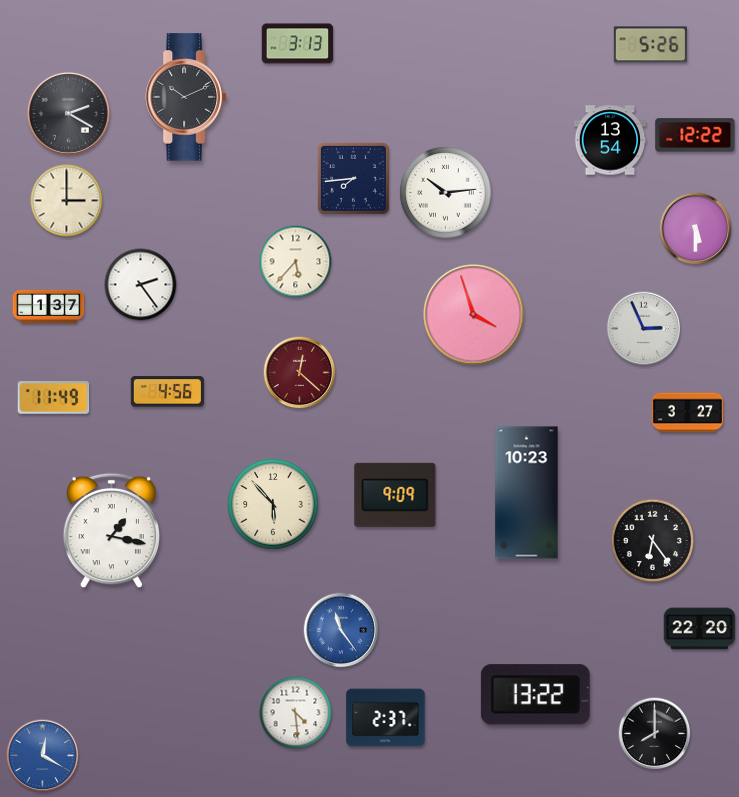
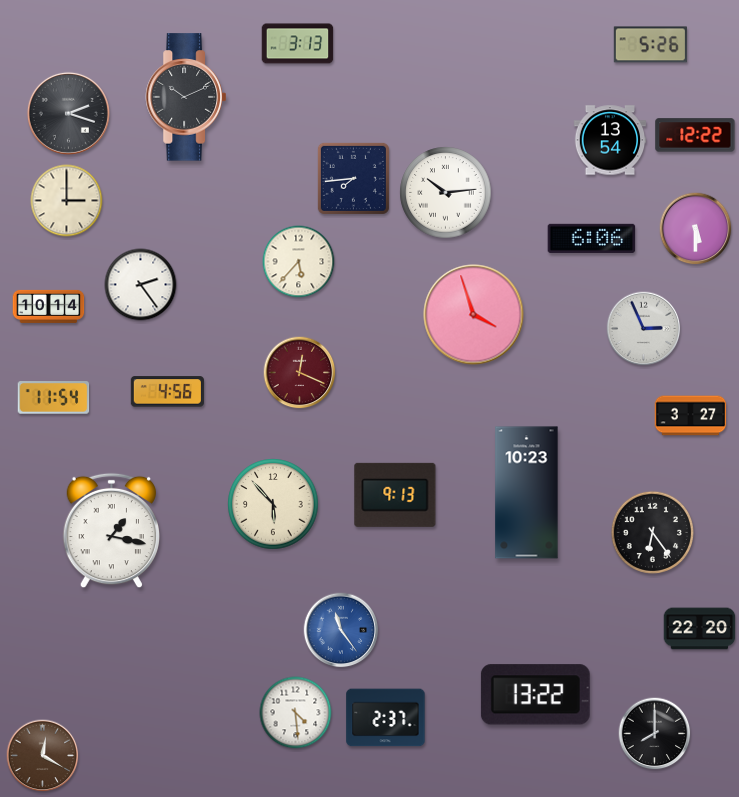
clock at (68, 113): 2:20 -> 2:18
clock at (592, 238): none -> 6:06
clock at (296, 262) position: (296, 262) -> (299, 262)
clock at (49, 306): 1:37 -> 10:14
clock at (300, 373): 12:22 -> 12:19
clock at (54, 398): 11:49 -> 11:54
clock at (688, 413) position: (688, 413) -> (691, 416)
clock at (395, 495): 9:09 -> 9:13
clock at (652, 540) position: (652, 540) -> (652, 532)
clock at (43, 756) dial: blue -> brown
